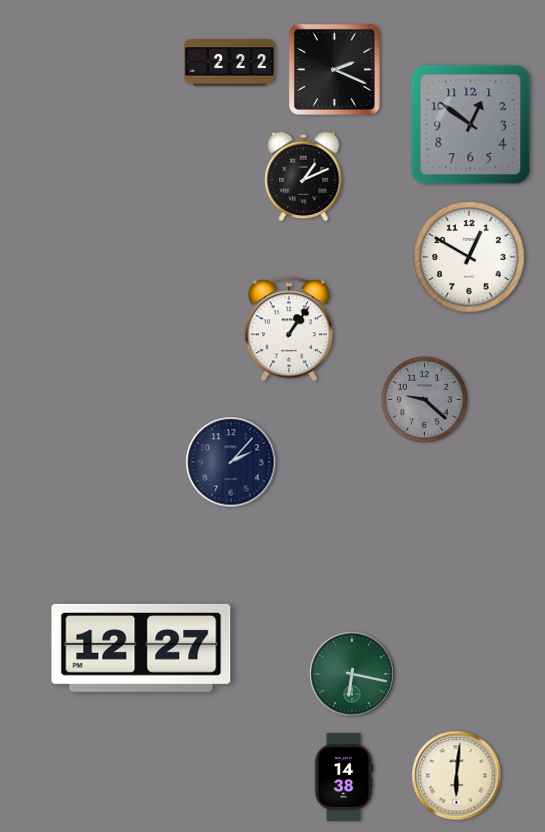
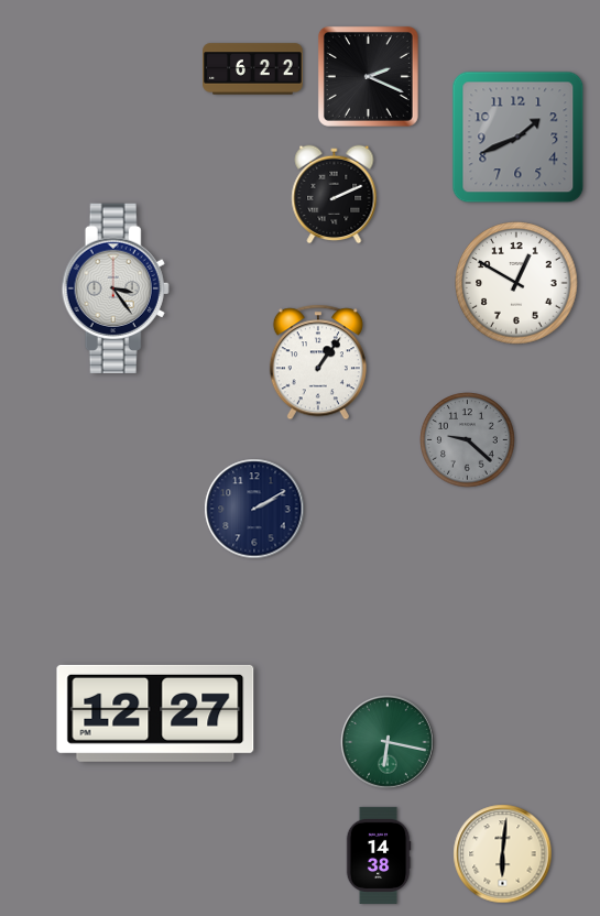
clock at (230, 63): 2:22 -> 6:22
clock at (471, 125): 12:51 -> 1:41
clock at (304, 177): 1:11 -> 2:11
clock at (116, 288): none -> 3:24
clock at (231, 462): 2:07 -> 2:10
